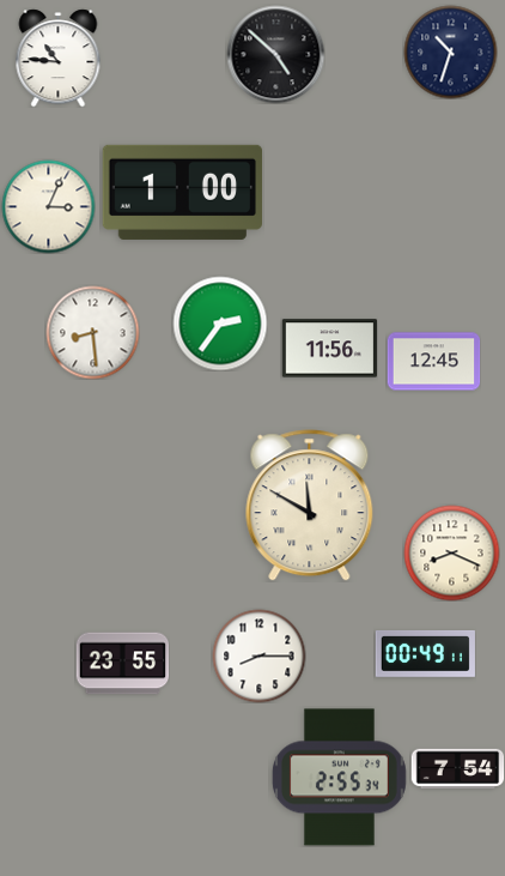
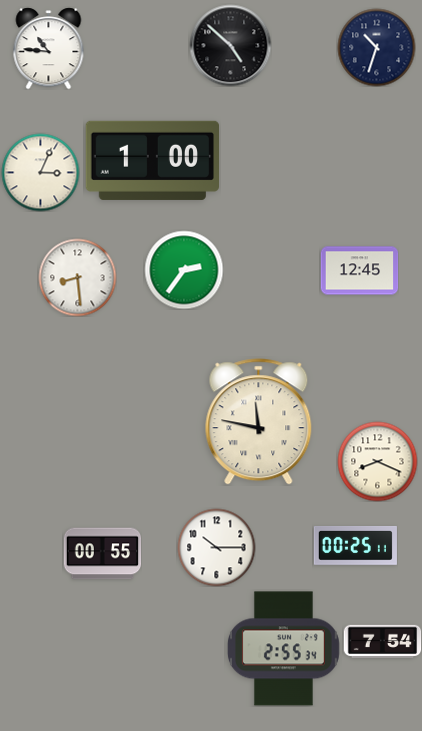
clock at (450, 52) position: (450, 52) -> (376, 47)
clock at (329, 349): 11:56 -> none
clock at (433, 362) position: (433, 362) -> (359, 271)
clock at (310, 506): 11:50 -> 11:47
clock at (425, 654): 00:49 -> 00:25
clock at (258, 656): 8:15 -> 10:15
clock at (122, 664): 23:55 -> 00:55
